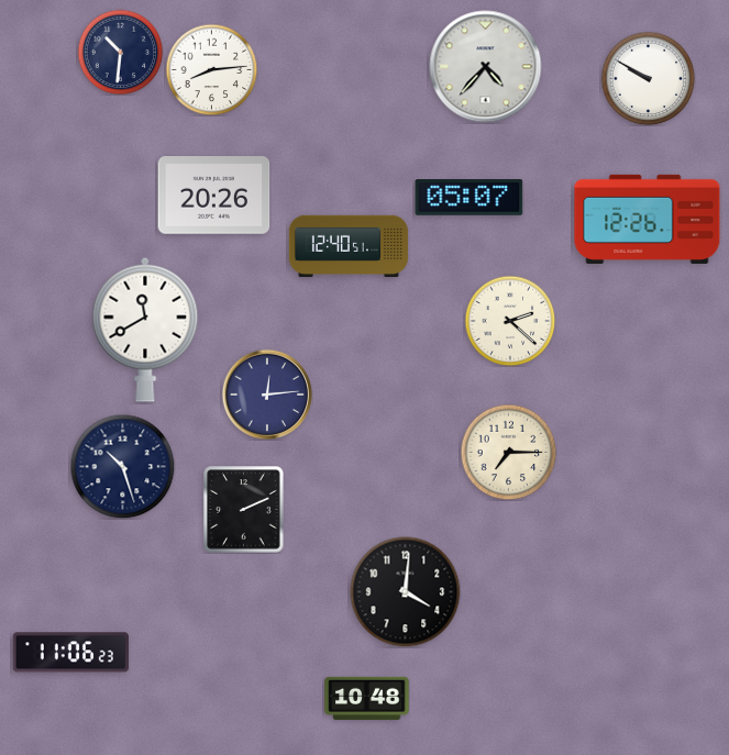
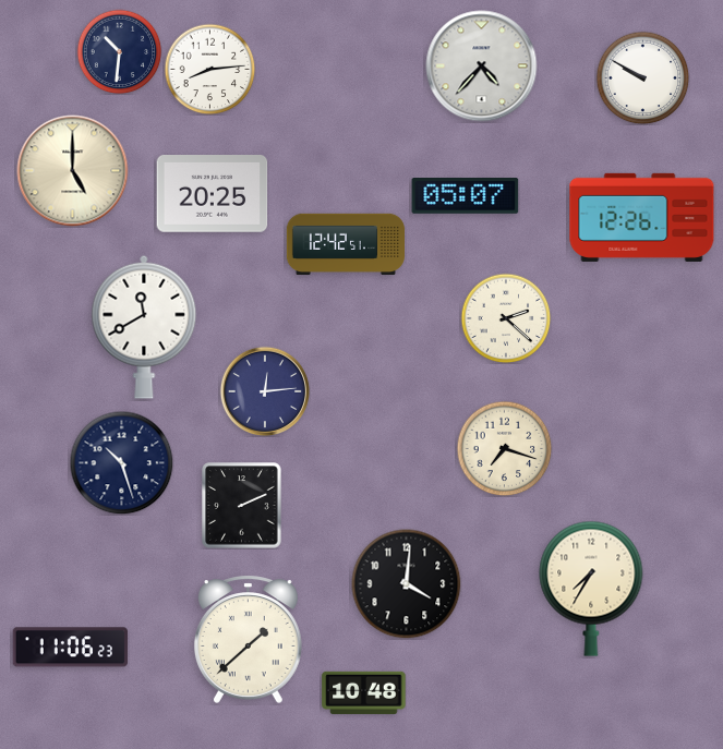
clock at (73, 171): none -> 5:00
clock at (214, 196): 20:26 -> 20:25
clock at (347, 246): 12:40 -> 12:42
clock at (508, 452): 7:15 -> 7:18
clock at (406, 592) position: (406, 592) -> (407, 584)
clock at (591, 589): none -> 7:35
clock at (248, 639): none -> 1:38
